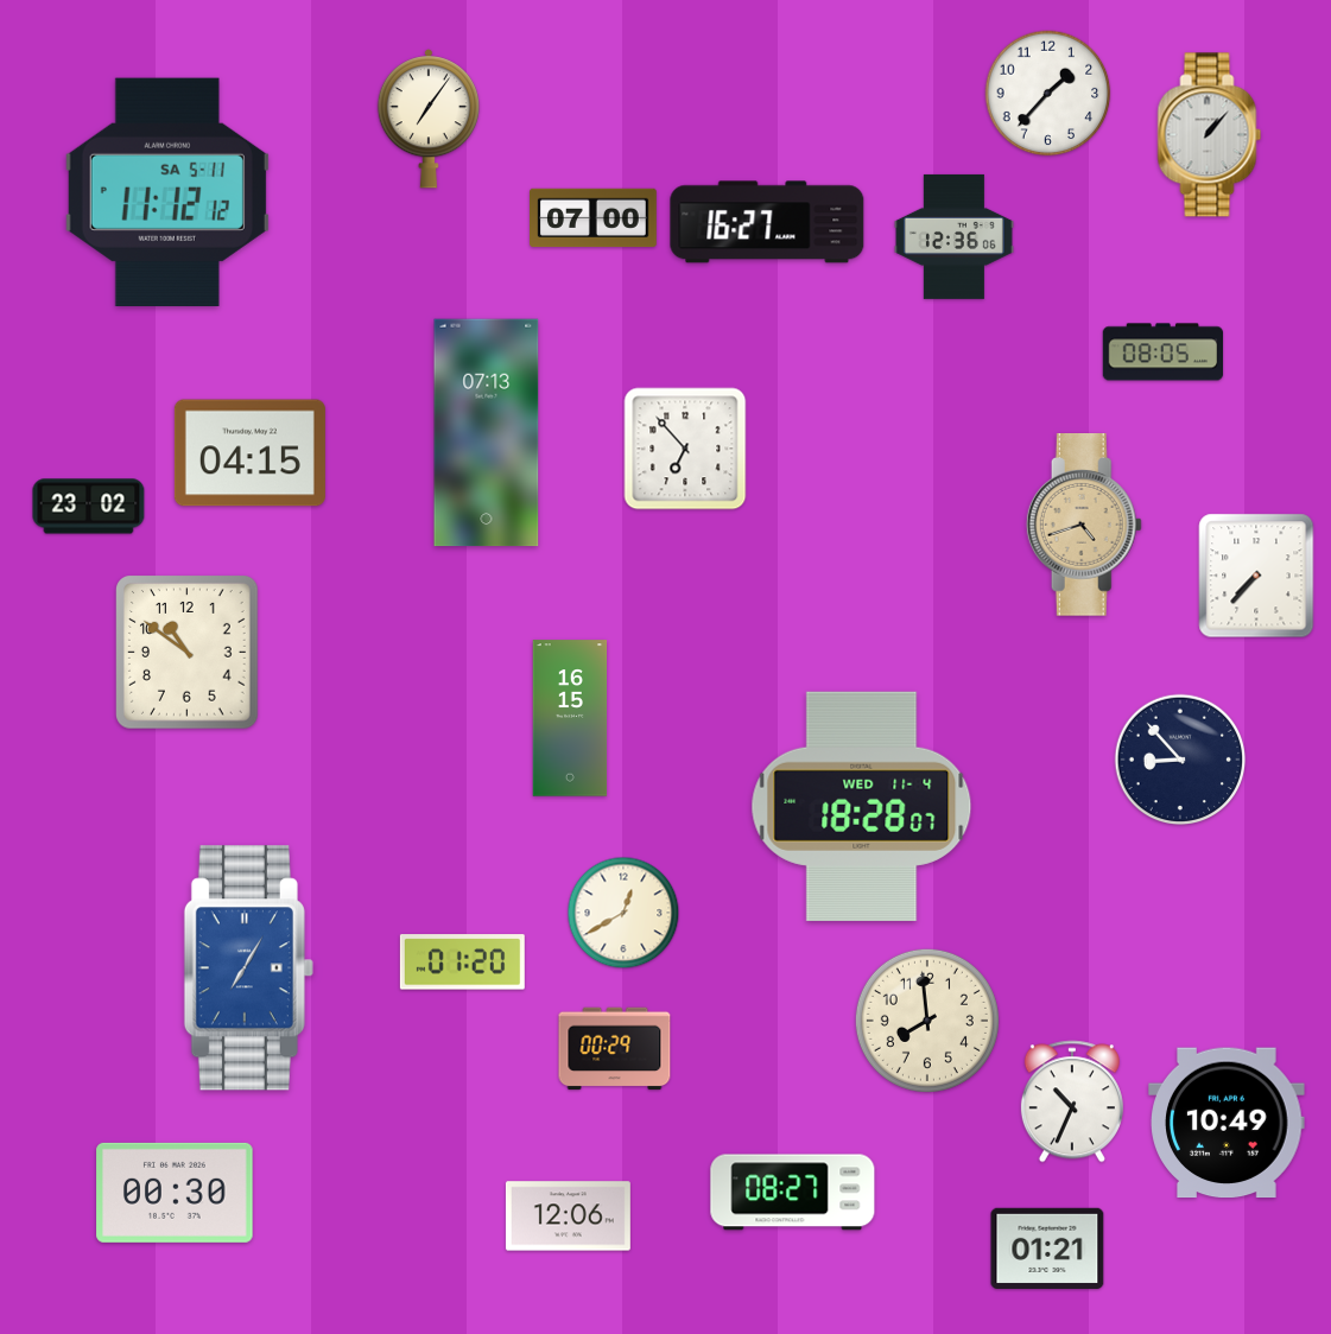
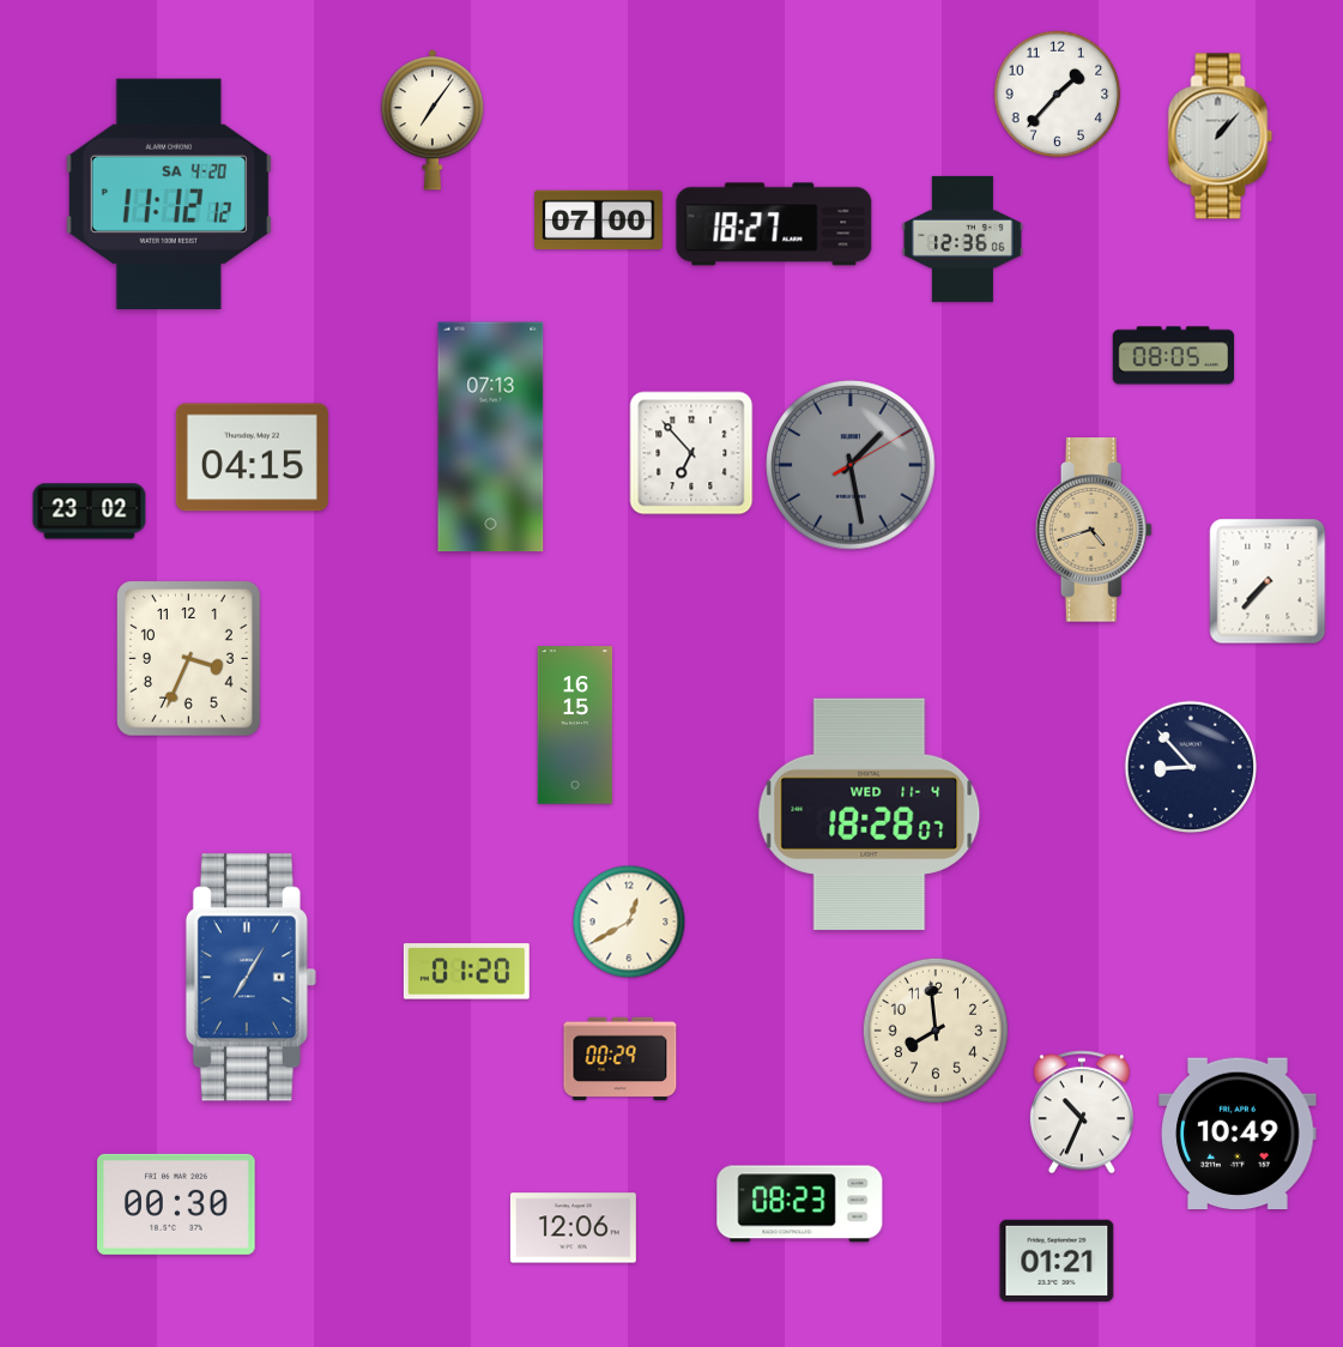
clock at (167, 192) date: SA 5-11 -> SA 4-20
clock at (767, 222): 16:27 -> 18:27
clock at (851, 465): none -> 1:28
clock at (188, 653): 10:51 -> 3:34
clock at (793, 1193): 08:27 -> 08:23
